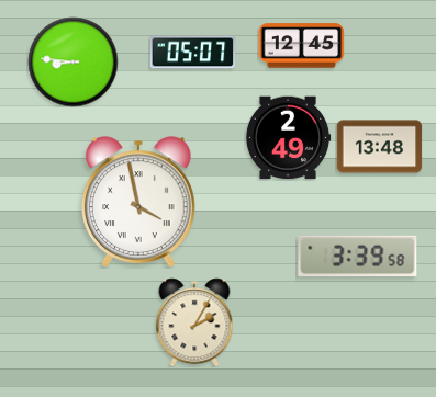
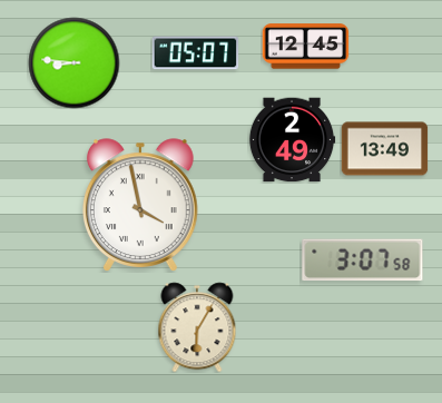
clock at (379, 147): 13:48 -> 13:49
clock at (358, 257): 3:39 -> 3:07
clock at (194, 322): 2:05 -> 6:05
